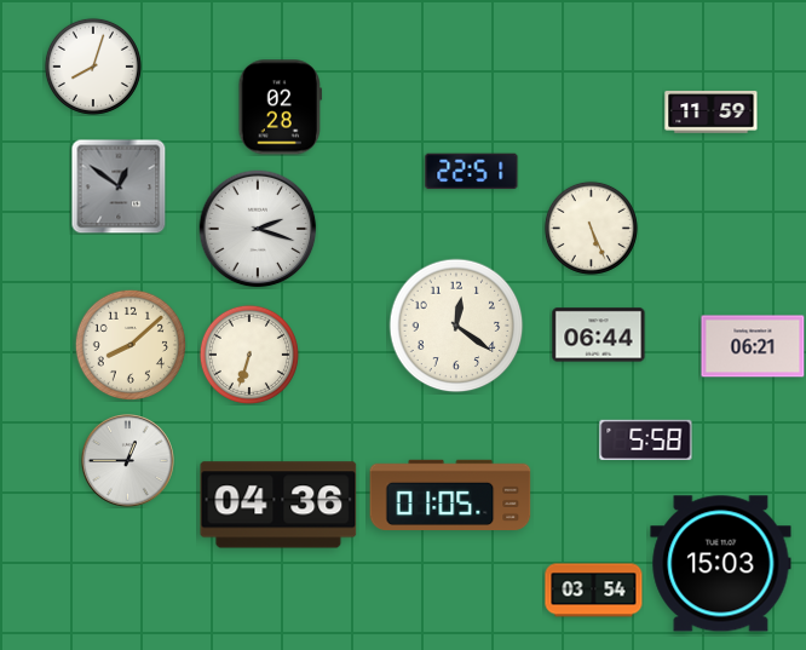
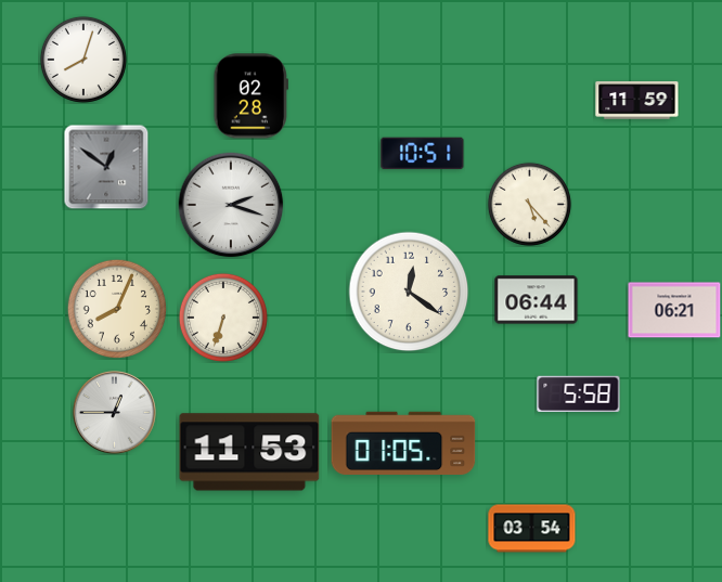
clock at (472, 172): 22:51 -> 10:51
clock at (591, 228): 5:26 -> 5:23
clock at (129, 344): 8:08 -> 8:04
clock at (278, 505): 04:36 -> 11:53
clock at (721, 564): 15:03 -> none
